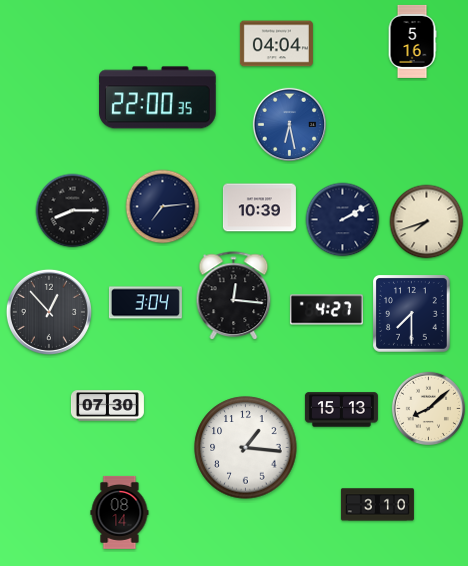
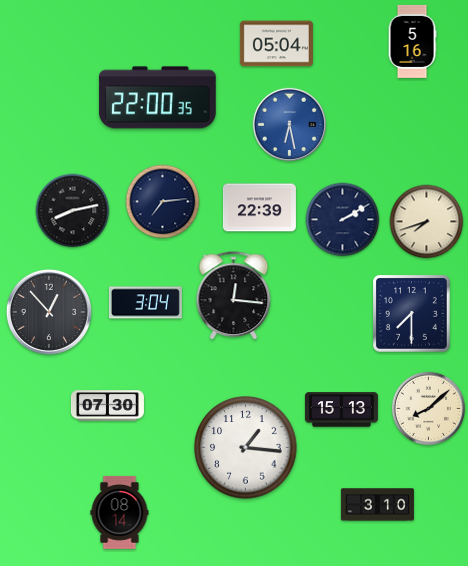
clock at (276, 44): 04:04 -> 05:04
clock at (163, 207) position: (163, 207) -> (163, 202)
clock at (259, 208): 10:39 -> 22:39
clock at (73, 211): 8:15 -> 8:13
clock at (326, 310): 4:27 -> none
